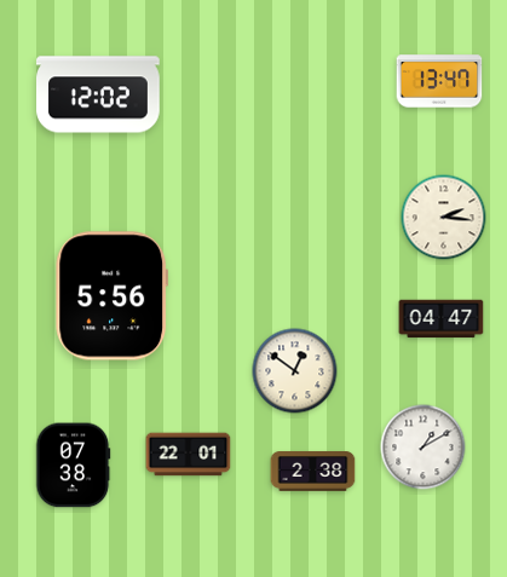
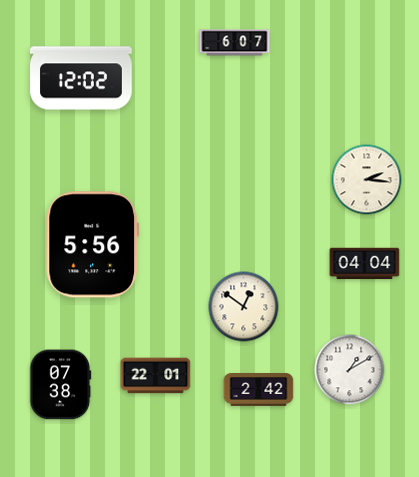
clock at (235, 43): none -> 6:07
clock at (439, 81): 13:47 -> none
clock at (442, 319): 04:47 -> 04:04
clock at (313, 472): 2:38 -> 2:42
